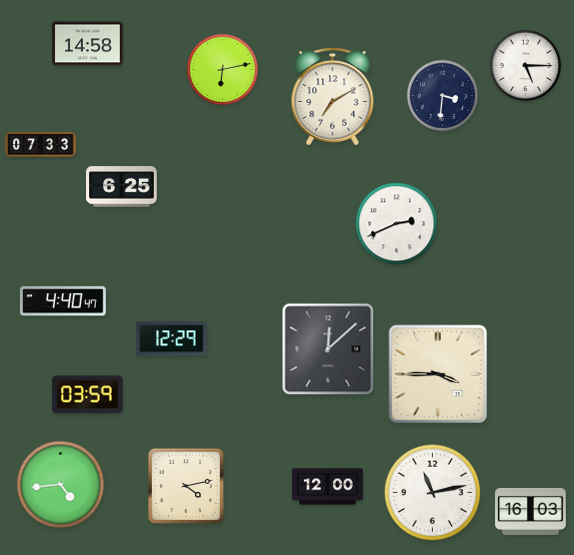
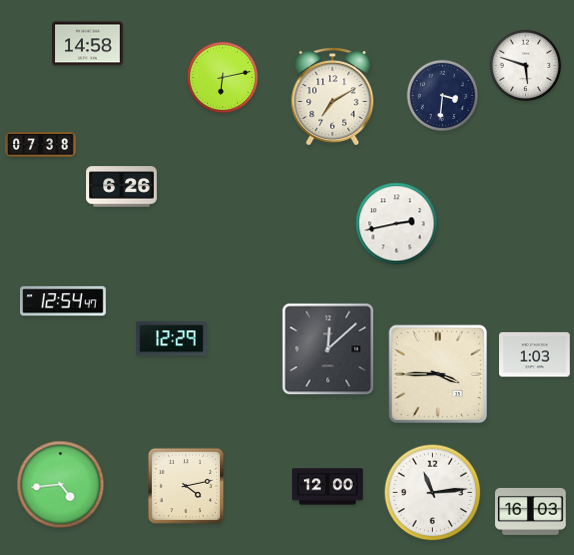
clock at (525, 65): 5:15 -> 5:48
clock at (222, 69) position: (222, 69) -> (222, 77)
clock at (41, 145): 07:33 -> 07:38
clock at (122, 187): 6:25 -> 6:26
clock at (397, 224): 2:41 -> 2:43
clock at (64, 301): 4:40 -> 12:54
clock at (535, 355): none -> 1:03
clock at (88, 395): 03:59 -> none
clock at (433, 493): 11:13 -> 11:14
